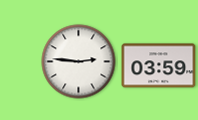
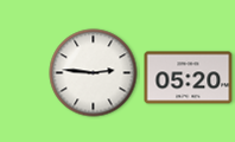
clock at (159, 66): 03:59 -> 05:20
